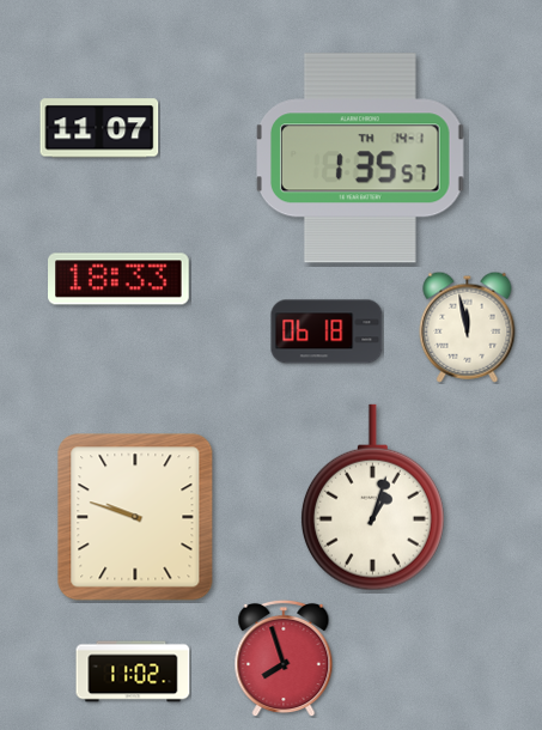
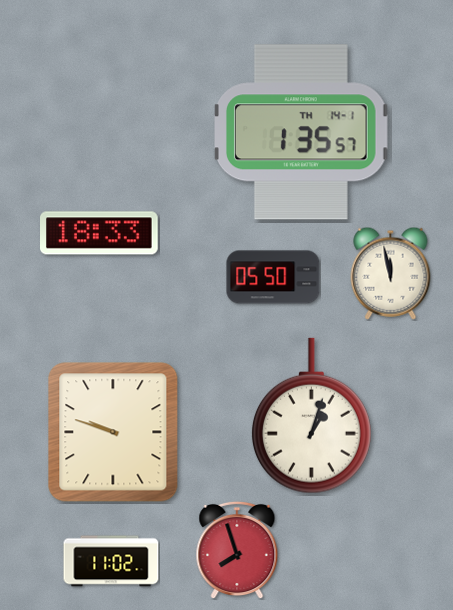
clock at (99, 128): 11:07 -> none
clock at (327, 331): 06:18 -> 05:50
